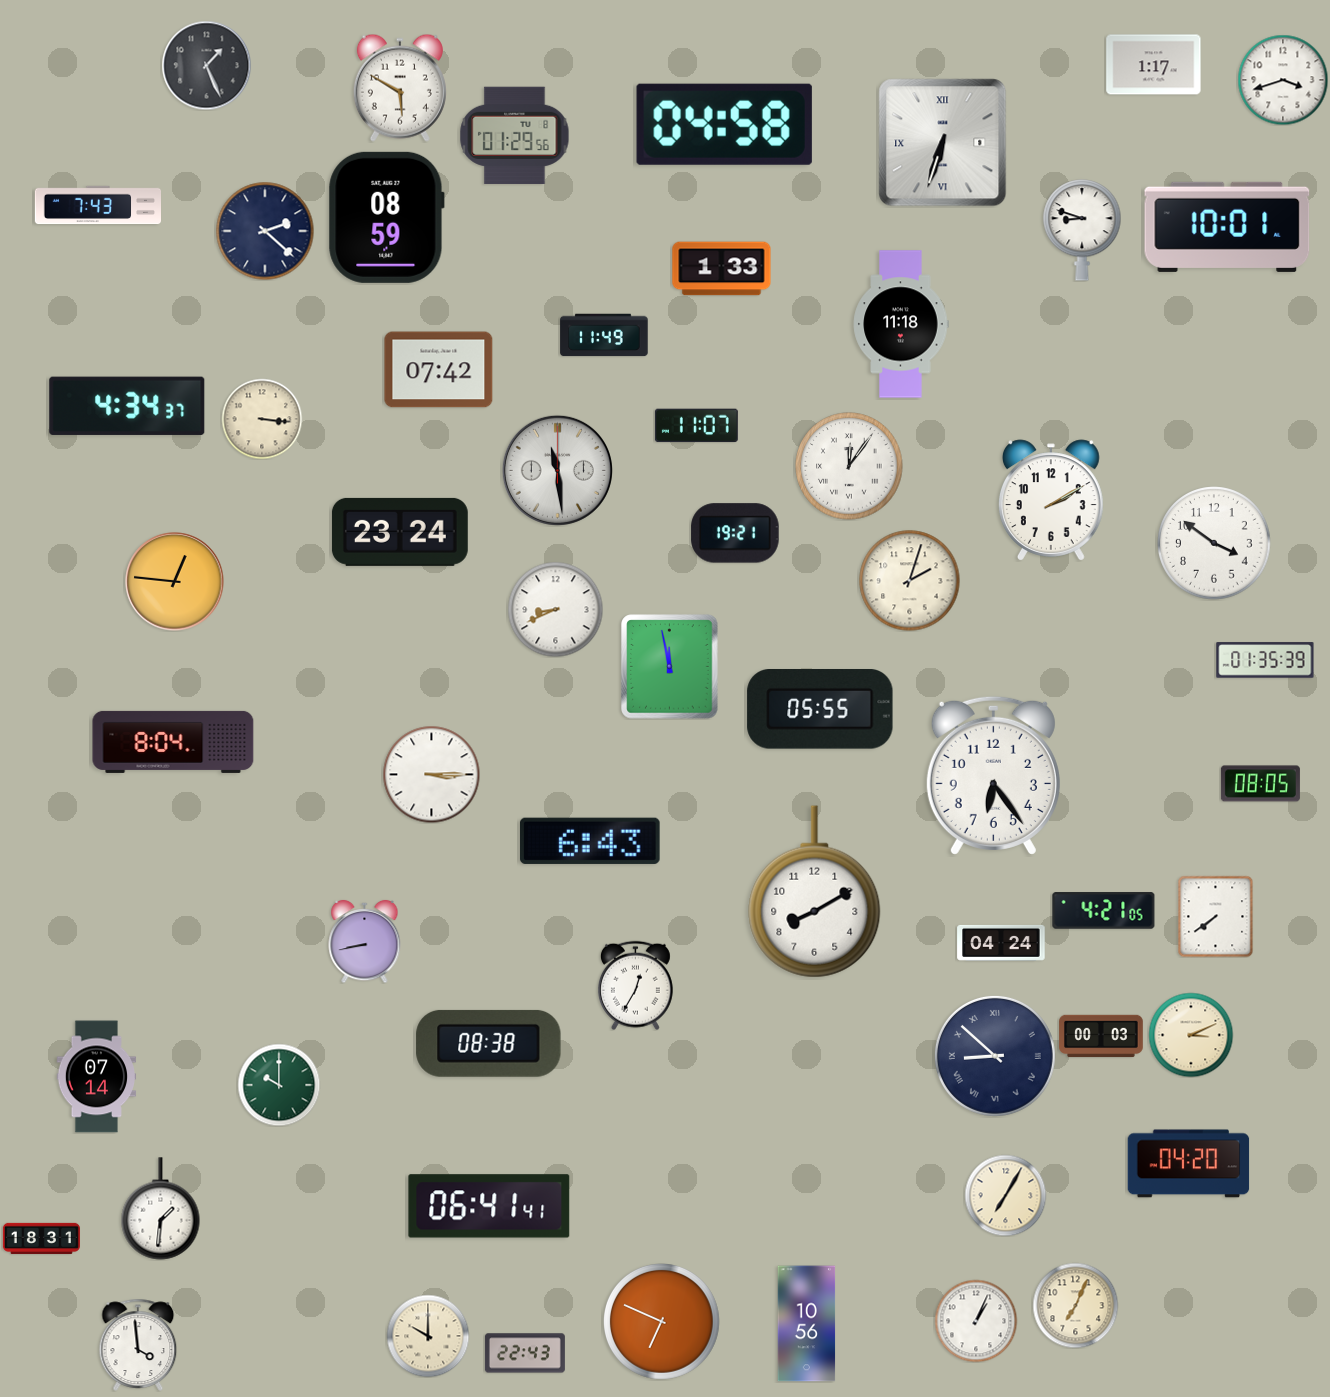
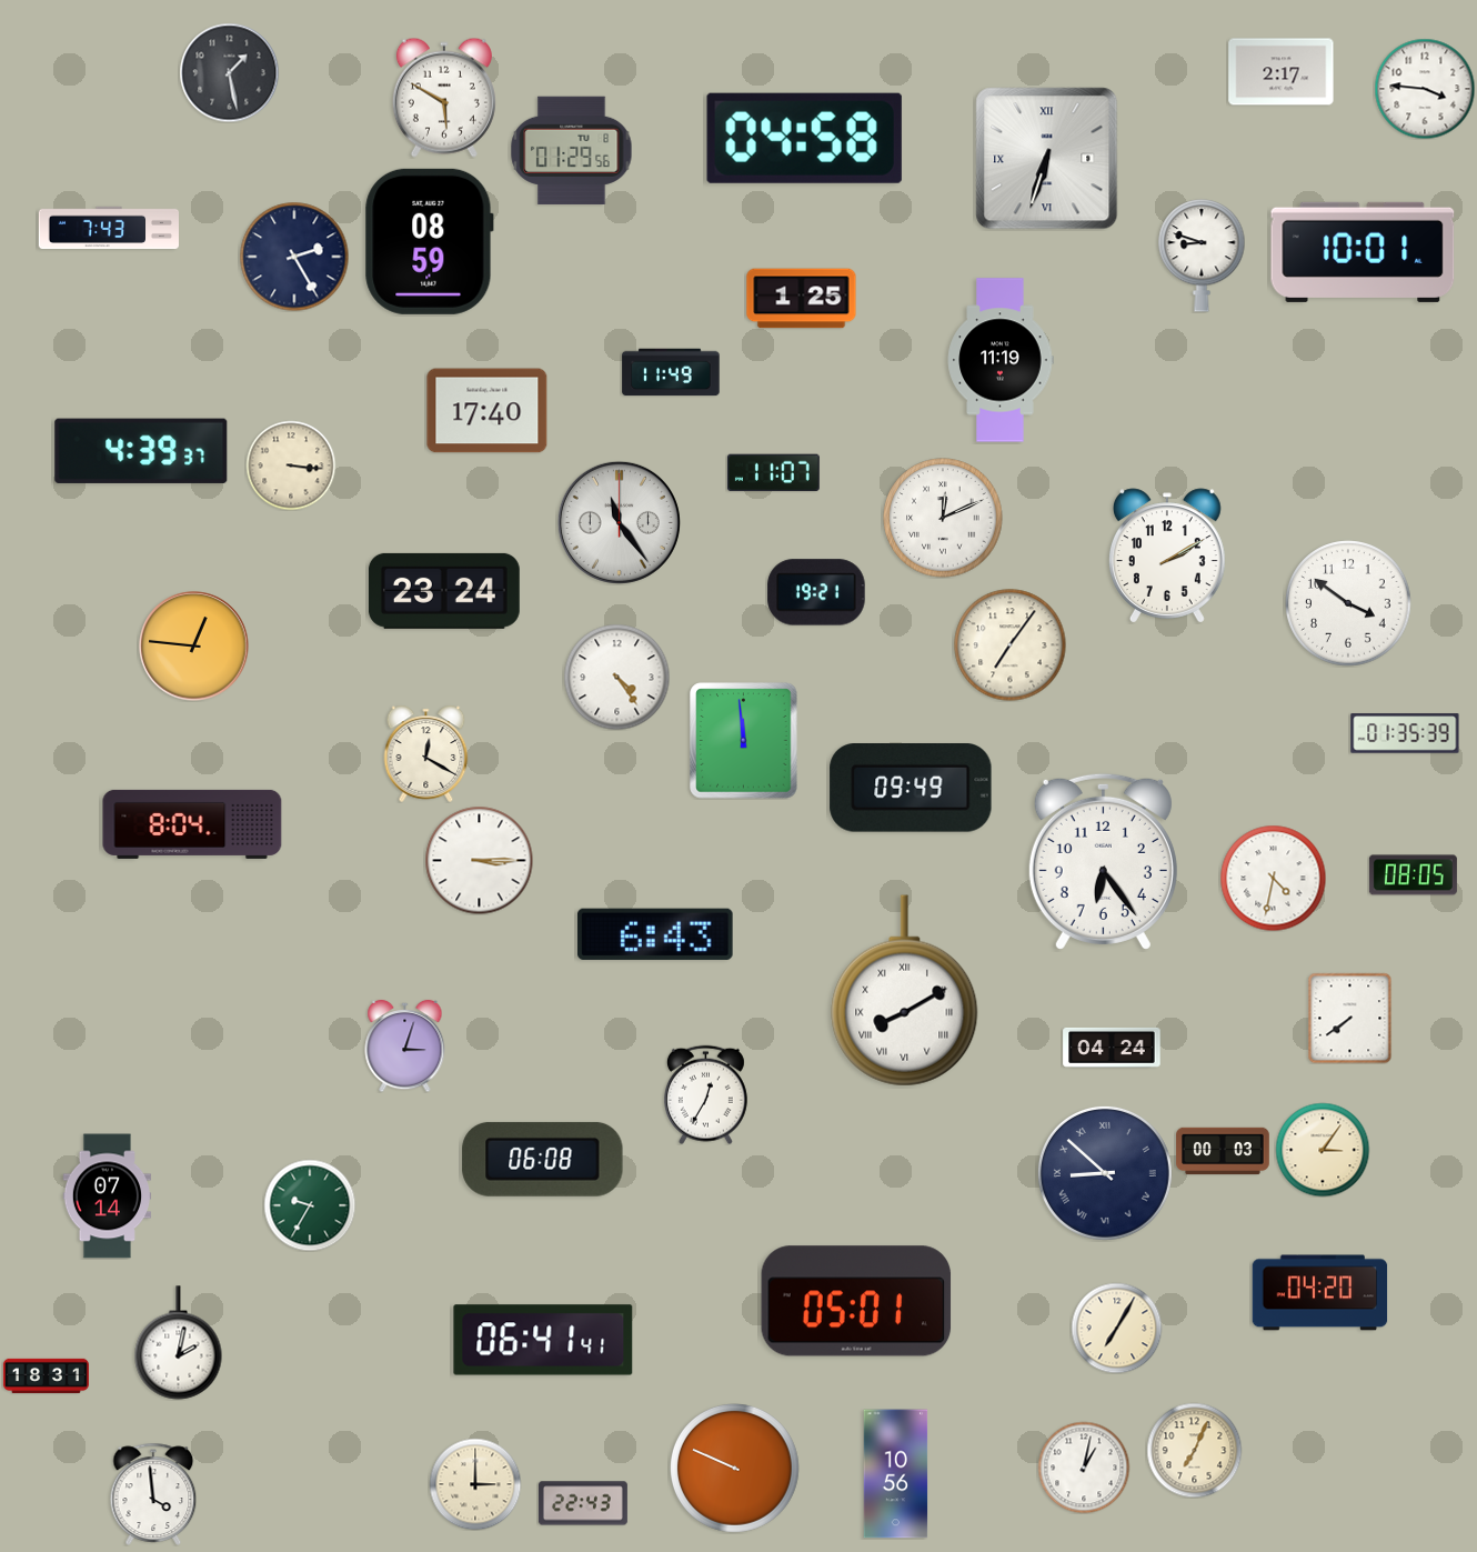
clock at (206, 65): 1:26 -> 1:28
clock at (1154, 65): 1:17 -> 2:17
clock at (1283, 80): 3:42 -> 3:46
clock at (265, 231): 2:22 -> 2:25
clock at (722, 269): 1:33 -> 1:25
clock at (901, 324): 11:18 -> 11:19
clock at (439, 370): 07:42 -> 17:40
clock at (127, 406): 4:34 -> 4:39
clock at (849, 466): 12:06 -> 12:11
clock at (557, 470): 11:29 -> 11:24
clock at (910, 581): 2:03 -> 7:06
clock at (555, 609): 8:41 -> 4:24
clock at (670, 667): 11:58 -> 11:59
clock at (426, 753): none -> 12:20
clock at (820, 709): 05:55 -> 09:49
clock at (1260, 784) position: (1260, 784) -> (1413, 875)
clock at (1273, 878): none -> 4:32
clock at (815, 892) numerals: Arabic -> Roman
clock at (1104, 911): 4:21 -> none
clock at (365, 941): 8:43 -> 3:03
clock at (1191, 1035): 3:11 -> 3:06
clock at (489, 1043): 08:38 -> 06:08
clock at (279, 1085): 10:00 -> 9:35
clock at (856, 1301): none -> 05:01
clock at (161, 1209): 1:31 -> 2:02
clock at (976, 1321): 1:04 -> 1:02
clock at (662, 1322): 6:49 -> 9:49
clock at (807, 1324) position: (807, 1324) -> (896, 1474)
clock at (428, 1336): 10:00 -> 3:00
